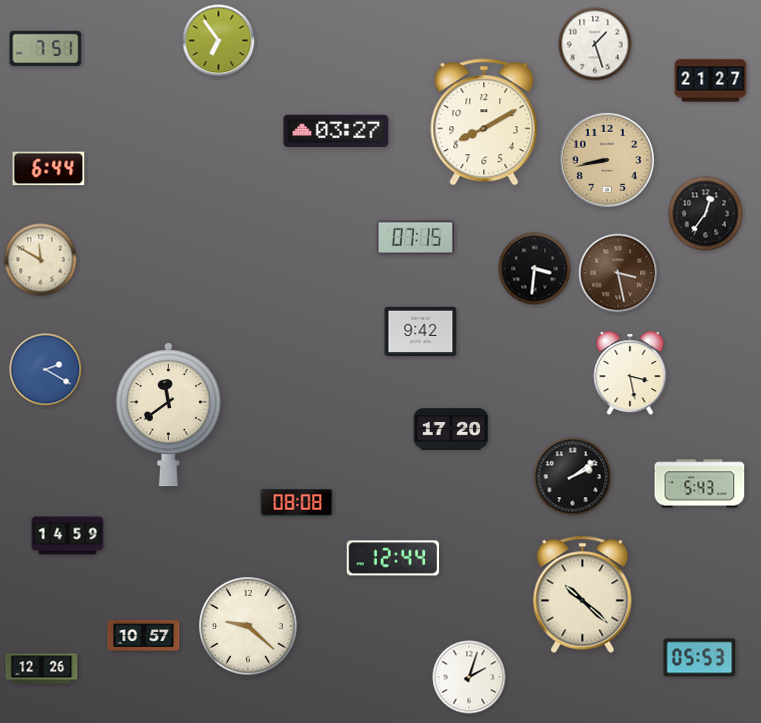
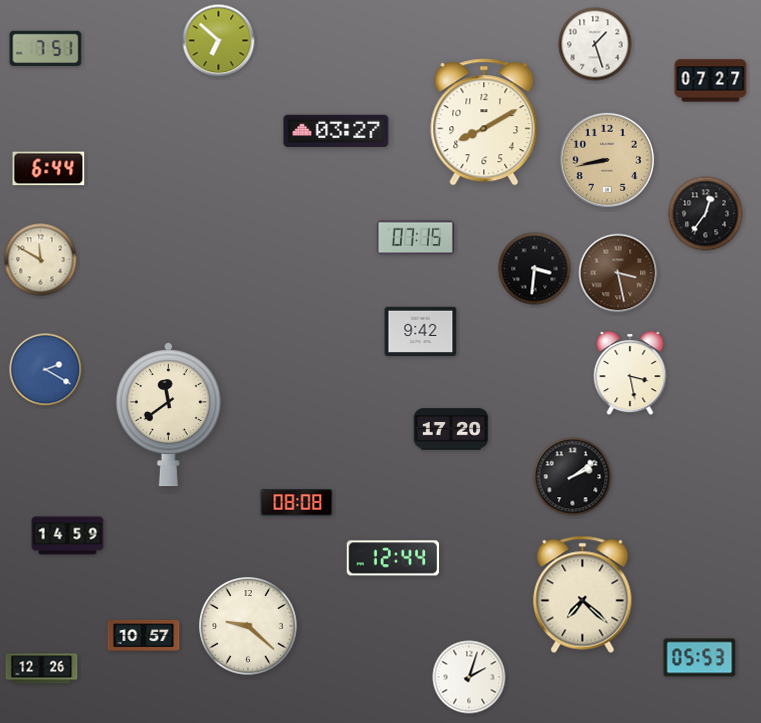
clock at (219, 41): 6:54 -> 6:52
clock at (711, 81): 21:27 -> 07:27
clock at (700, 484): 5:43 -> none
clock at (583, 594): 10:22 -> 7:22
